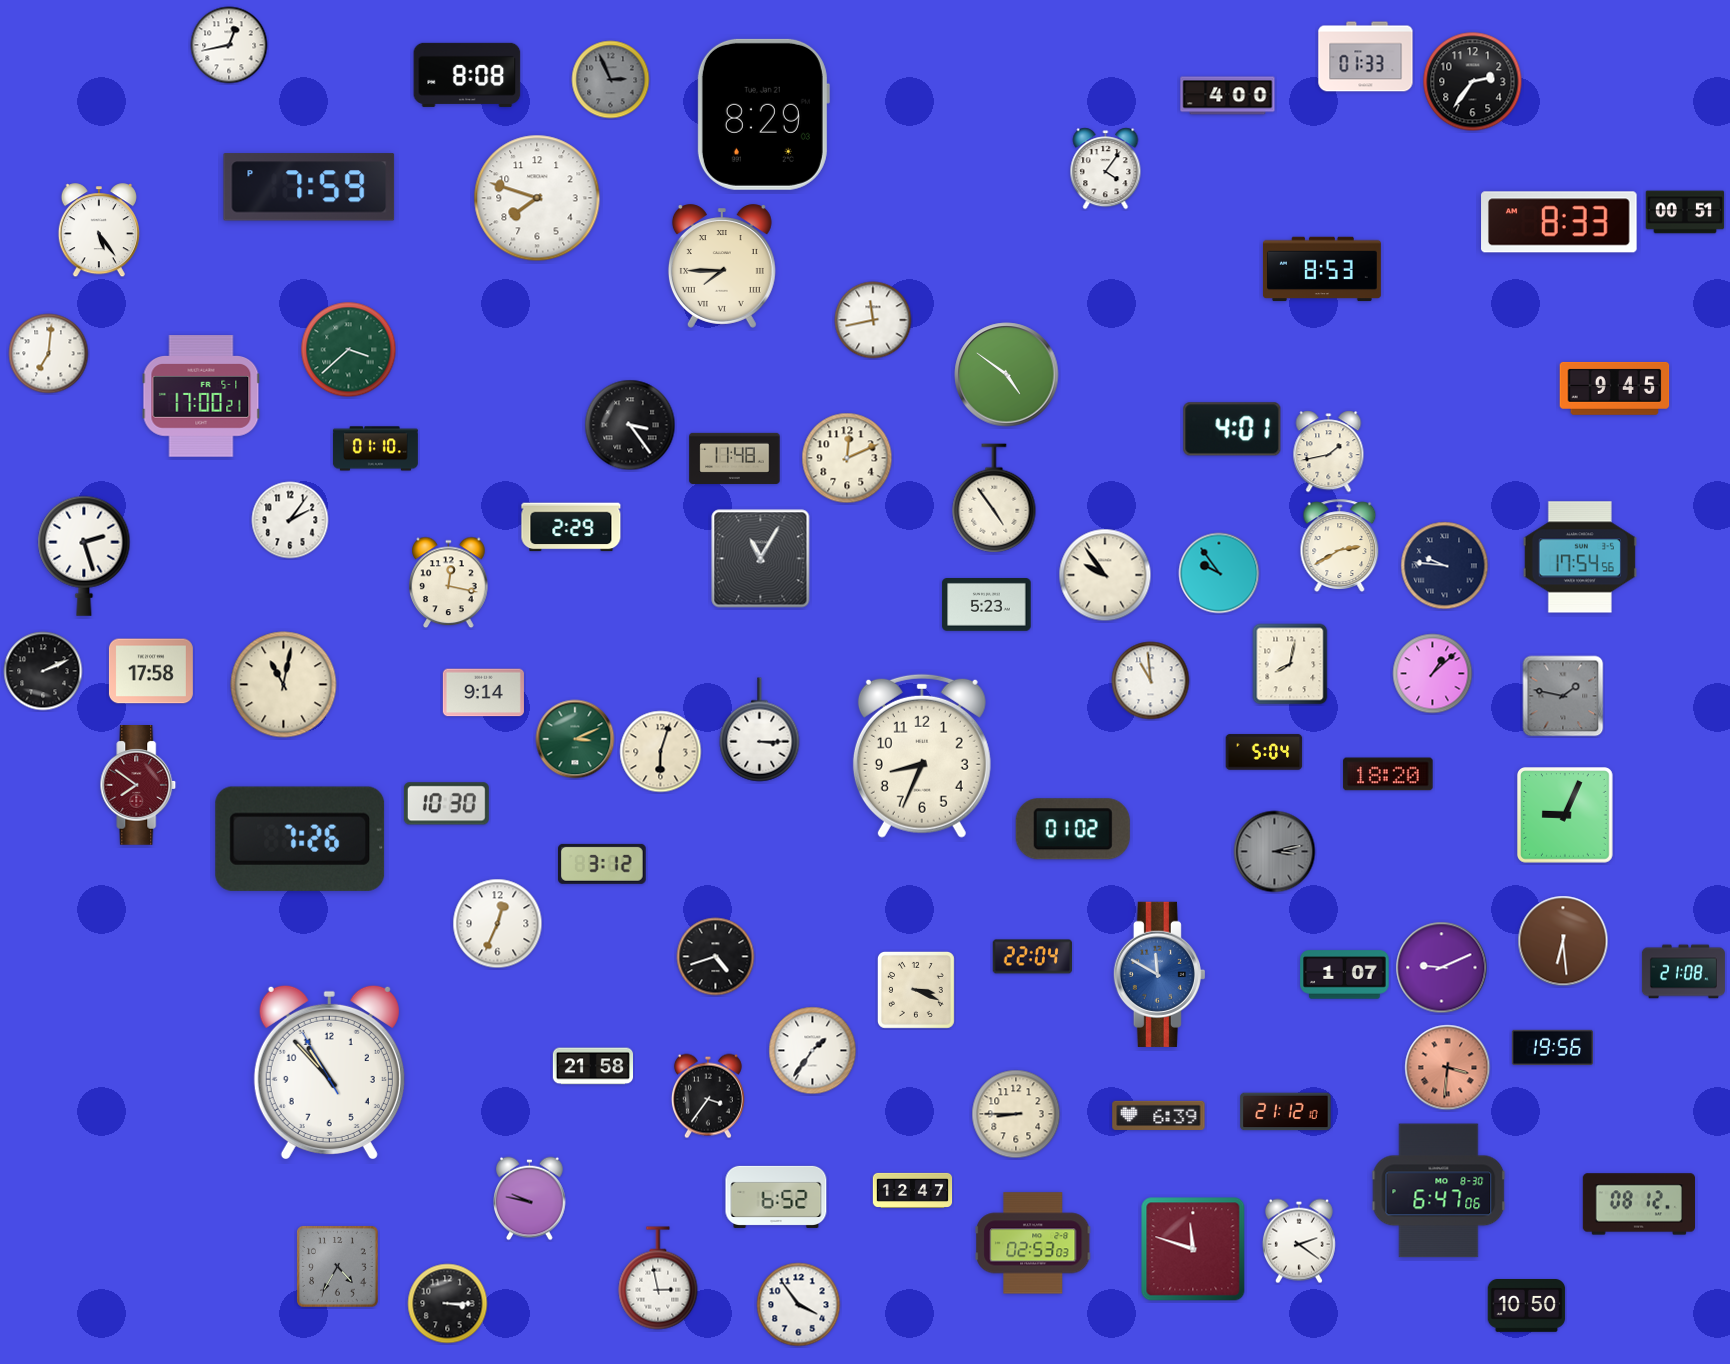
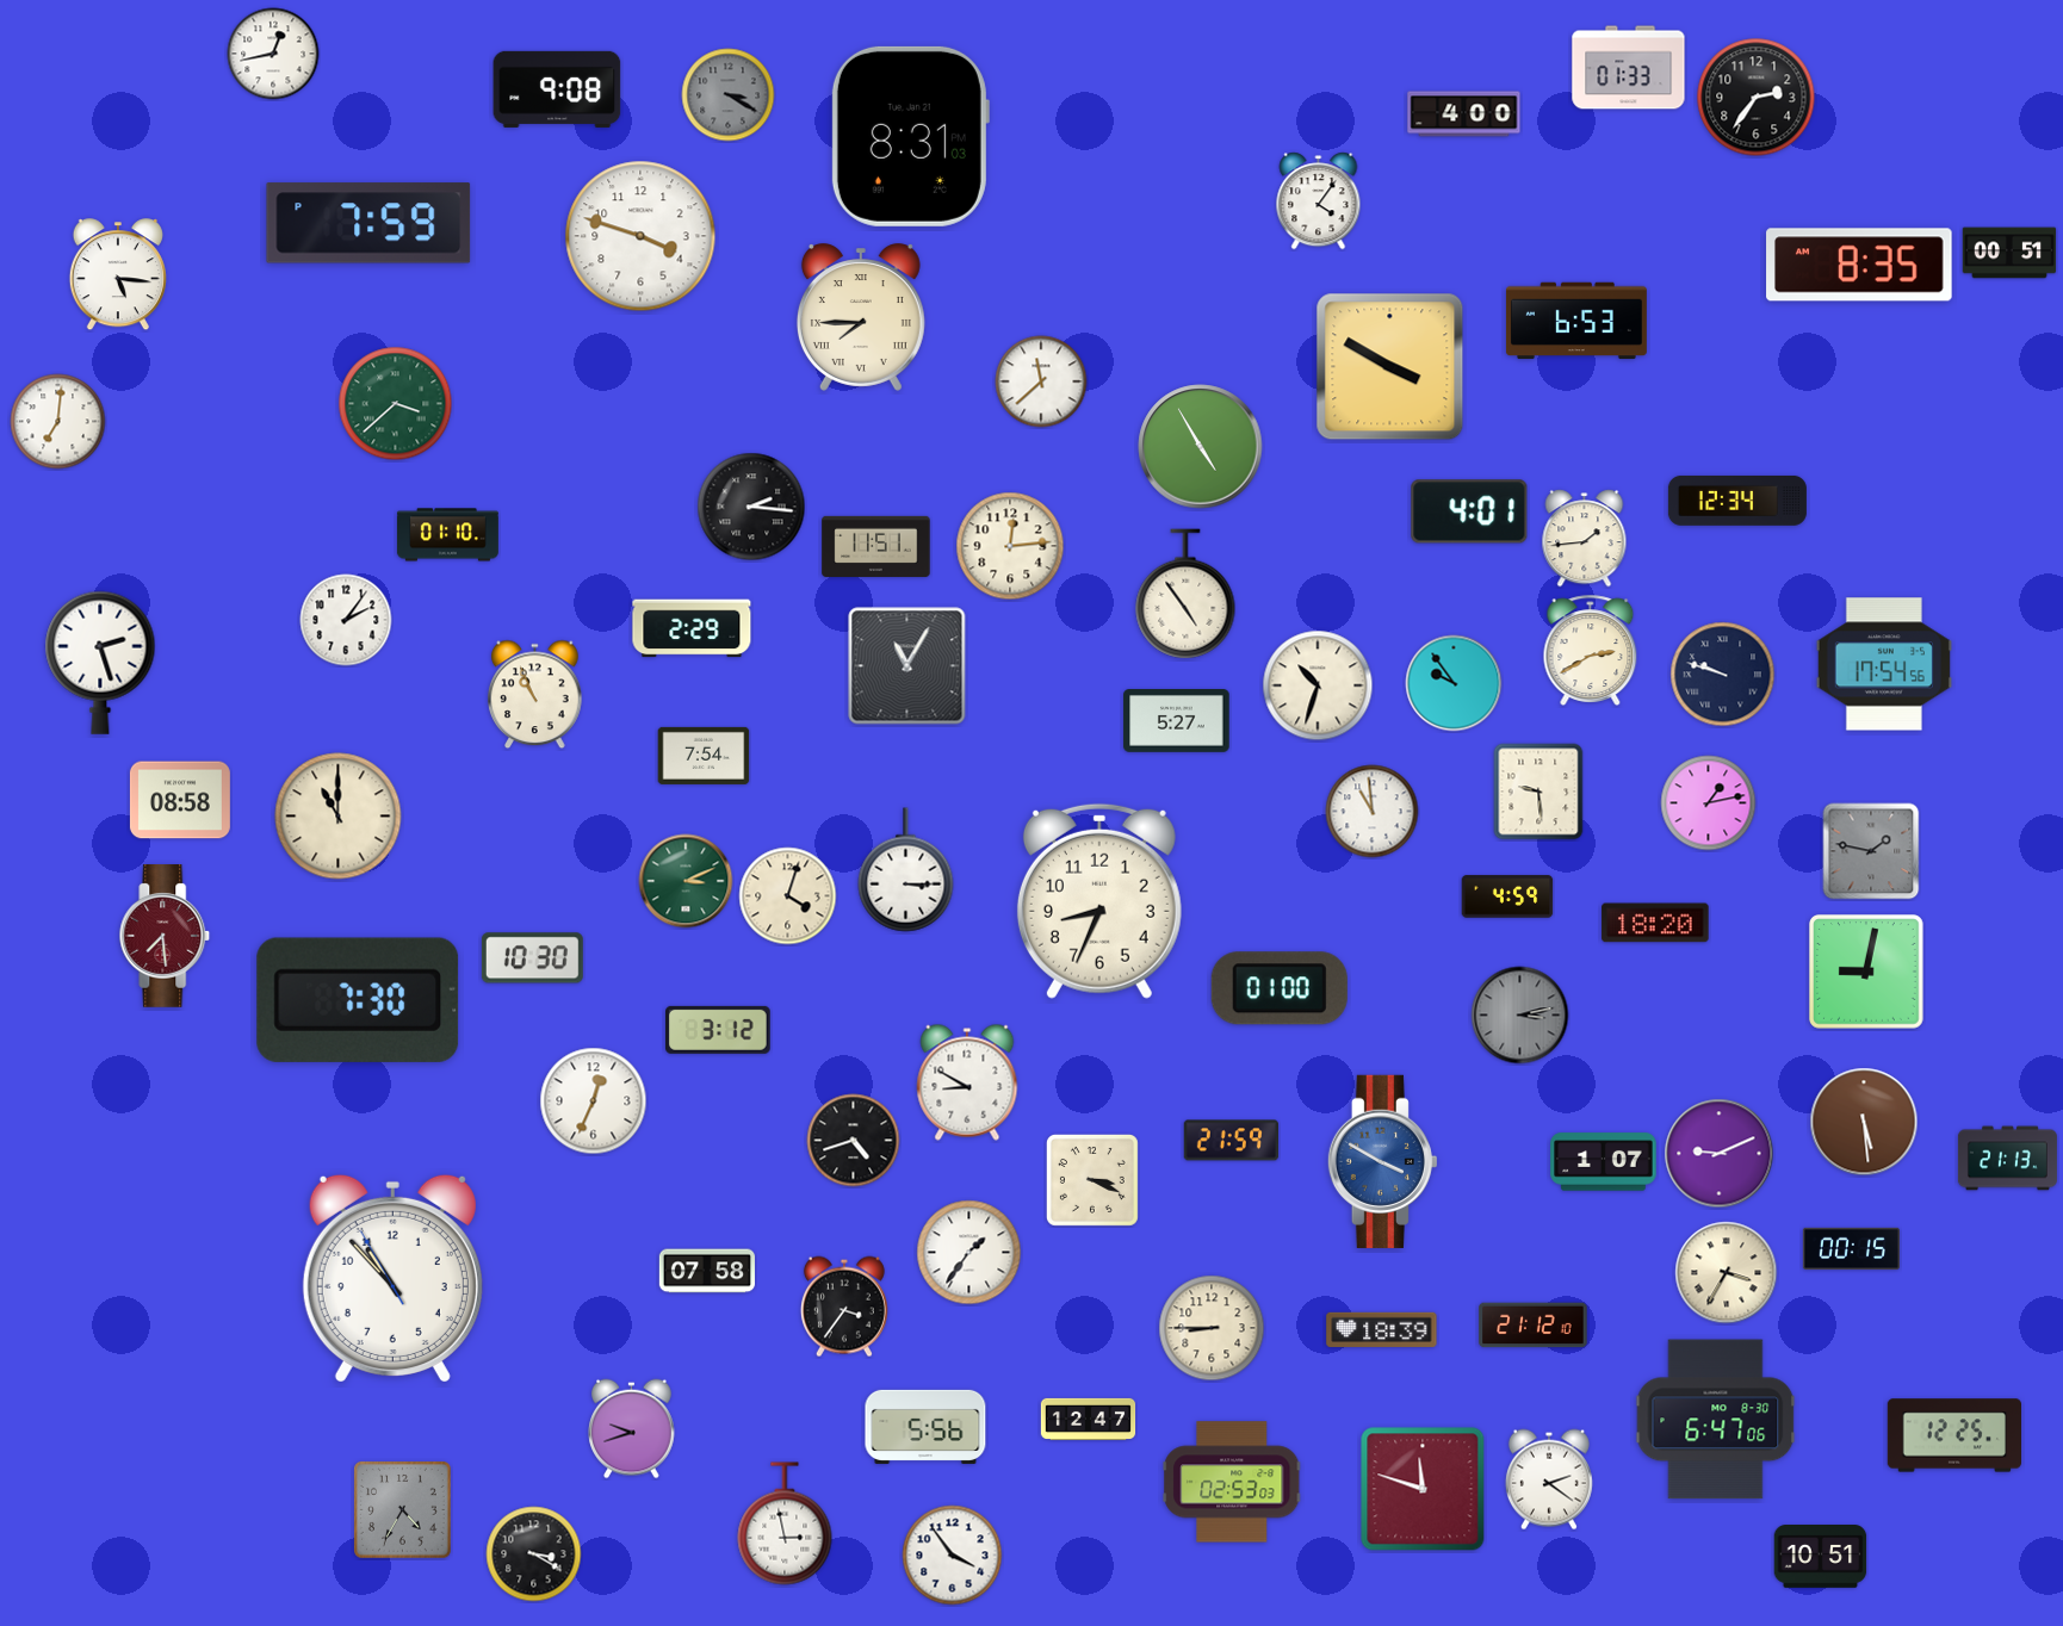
clock at (467, 75): 8:08 -> 9:08
clock at (611, 80): 2:56 -> 3:20
clock at (763, 114): 8:29 -> 8:31
clock at (537, 198): 7:48 -> 3:48
clock at (1559, 222): 8:33 -> 8:35
clock at (99, 231): 5:24 -> 5:16
clock at (1322, 269): 8:53 -> 6:53
clock at (1390, 367): none -> 3:50
clock at (873, 320): 11:43 -> 11:38
clock at (349, 350) position: (349, 350) -> (396, 404)
clock at (1007, 375): 4:51 -> 4:55
clock at (1615, 388): 9:45 -> none
clock at (201, 396): 17:00 -> none
clock at (1737, 501): none -> 12:34
clock at (630, 425): 3:24 -> 2:16
clock at (1329, 452): 1:43 -> 1:44
clock at (735, 458): 11:48 -> 11:51
clock at (847, 458): 12:11 -> 12:14
clock at (571, 527) position: (571, 527) -> (692, 628)
clock at (1340, 545) position: (1340, 545) -> (1591, 650)
clock at (1445, 566): 9:46 -> 9:48
clock at (1105, 575): 9:54 -> 10:33
clock at (449, 583): 12:17 -> 10:56
clock at (987, 605): 5:23 -> 5:27
clock at (704, 756): none -> 7:54
clock at (1290, 664): 8:02 -> 9:29
clock at (43, 671): 2:11 -> none
clock at (151, 671): 17:58 -> 08:58
clock at (1433, 674): 1:08 -> 1:13
clock at (284, 685): 11:02 -> 11:00
clock at (483, 693): 9:14 -> none
clock at (1563, 696) position: (1563, 696) -> (1871, 851)
clock at (661, 752): 6:03 -> 4:03
clock at (1264, 752): 5:04 -> 4:59
clock at (138, 786): 7:51 -> 7:29
clock at (1566, 816): 9:04 -> 9:02
clock at (1073, 829): 01:02 -> 01:00
clock at (300, 839): 7:26 -> 7:30
clock at (967, 1082): none -> 8:50
clock at (1563, 941): 6:29 -> 5:29
clock at (1032, 957): 22:04 -> 21:59
clock at (1683, 972): 21:08 -> 21:13
clock at (1159, 974): 11:50 -> 3:50
clock at (1552, 1047): 19:56 -> 00:15
clock at (592, 1066): 21:58 -> 07:58
clock at (1448, 1068): 3:31 -> 3:35
clock at (1448, 1068) dial: salmon -> cream
clock at (1159, 1115): 6:39 -> 18:39
clock at (776, 1197): 6:52 -> 5:56
clock at (530, 1199): 9:47 -> 9:42
clock at (1638, 1204): 08:12 -> 12:25
clock at (448, 1304): 3:15 -> 3:20
clock at (1527, 1306): 10:50 -> 10:51
